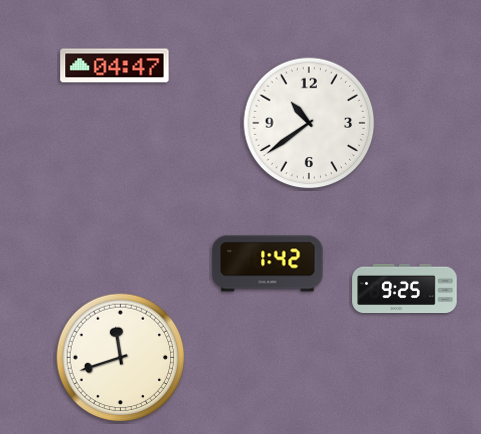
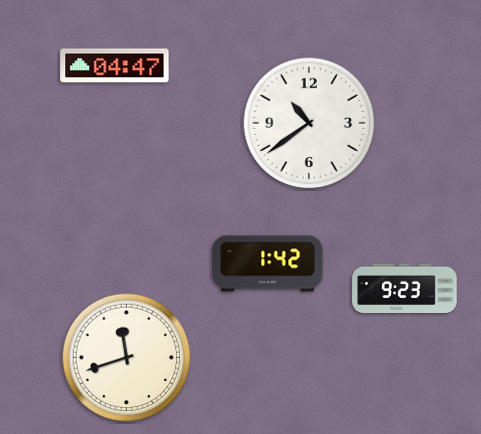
clock at (405, 288): 9:25 -> 9:23
clock at (121, 358) position: (121, 358) -> (127, 358)
